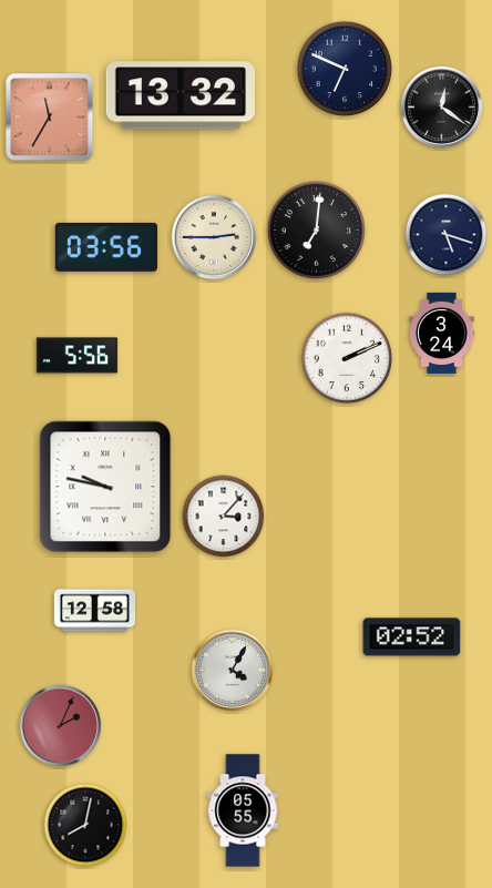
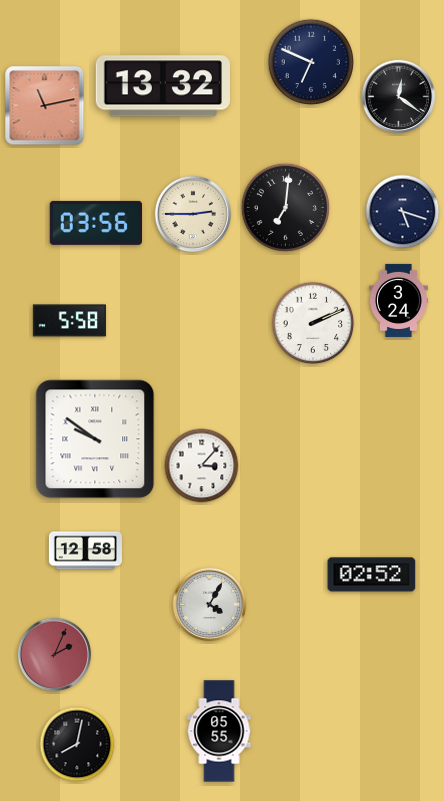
clock at (50, 118): 11:35 -> 11:13
clock at (76, 356): 5:56 -> 5:58
clock at (105, 487): 9:47 -> 9:51
